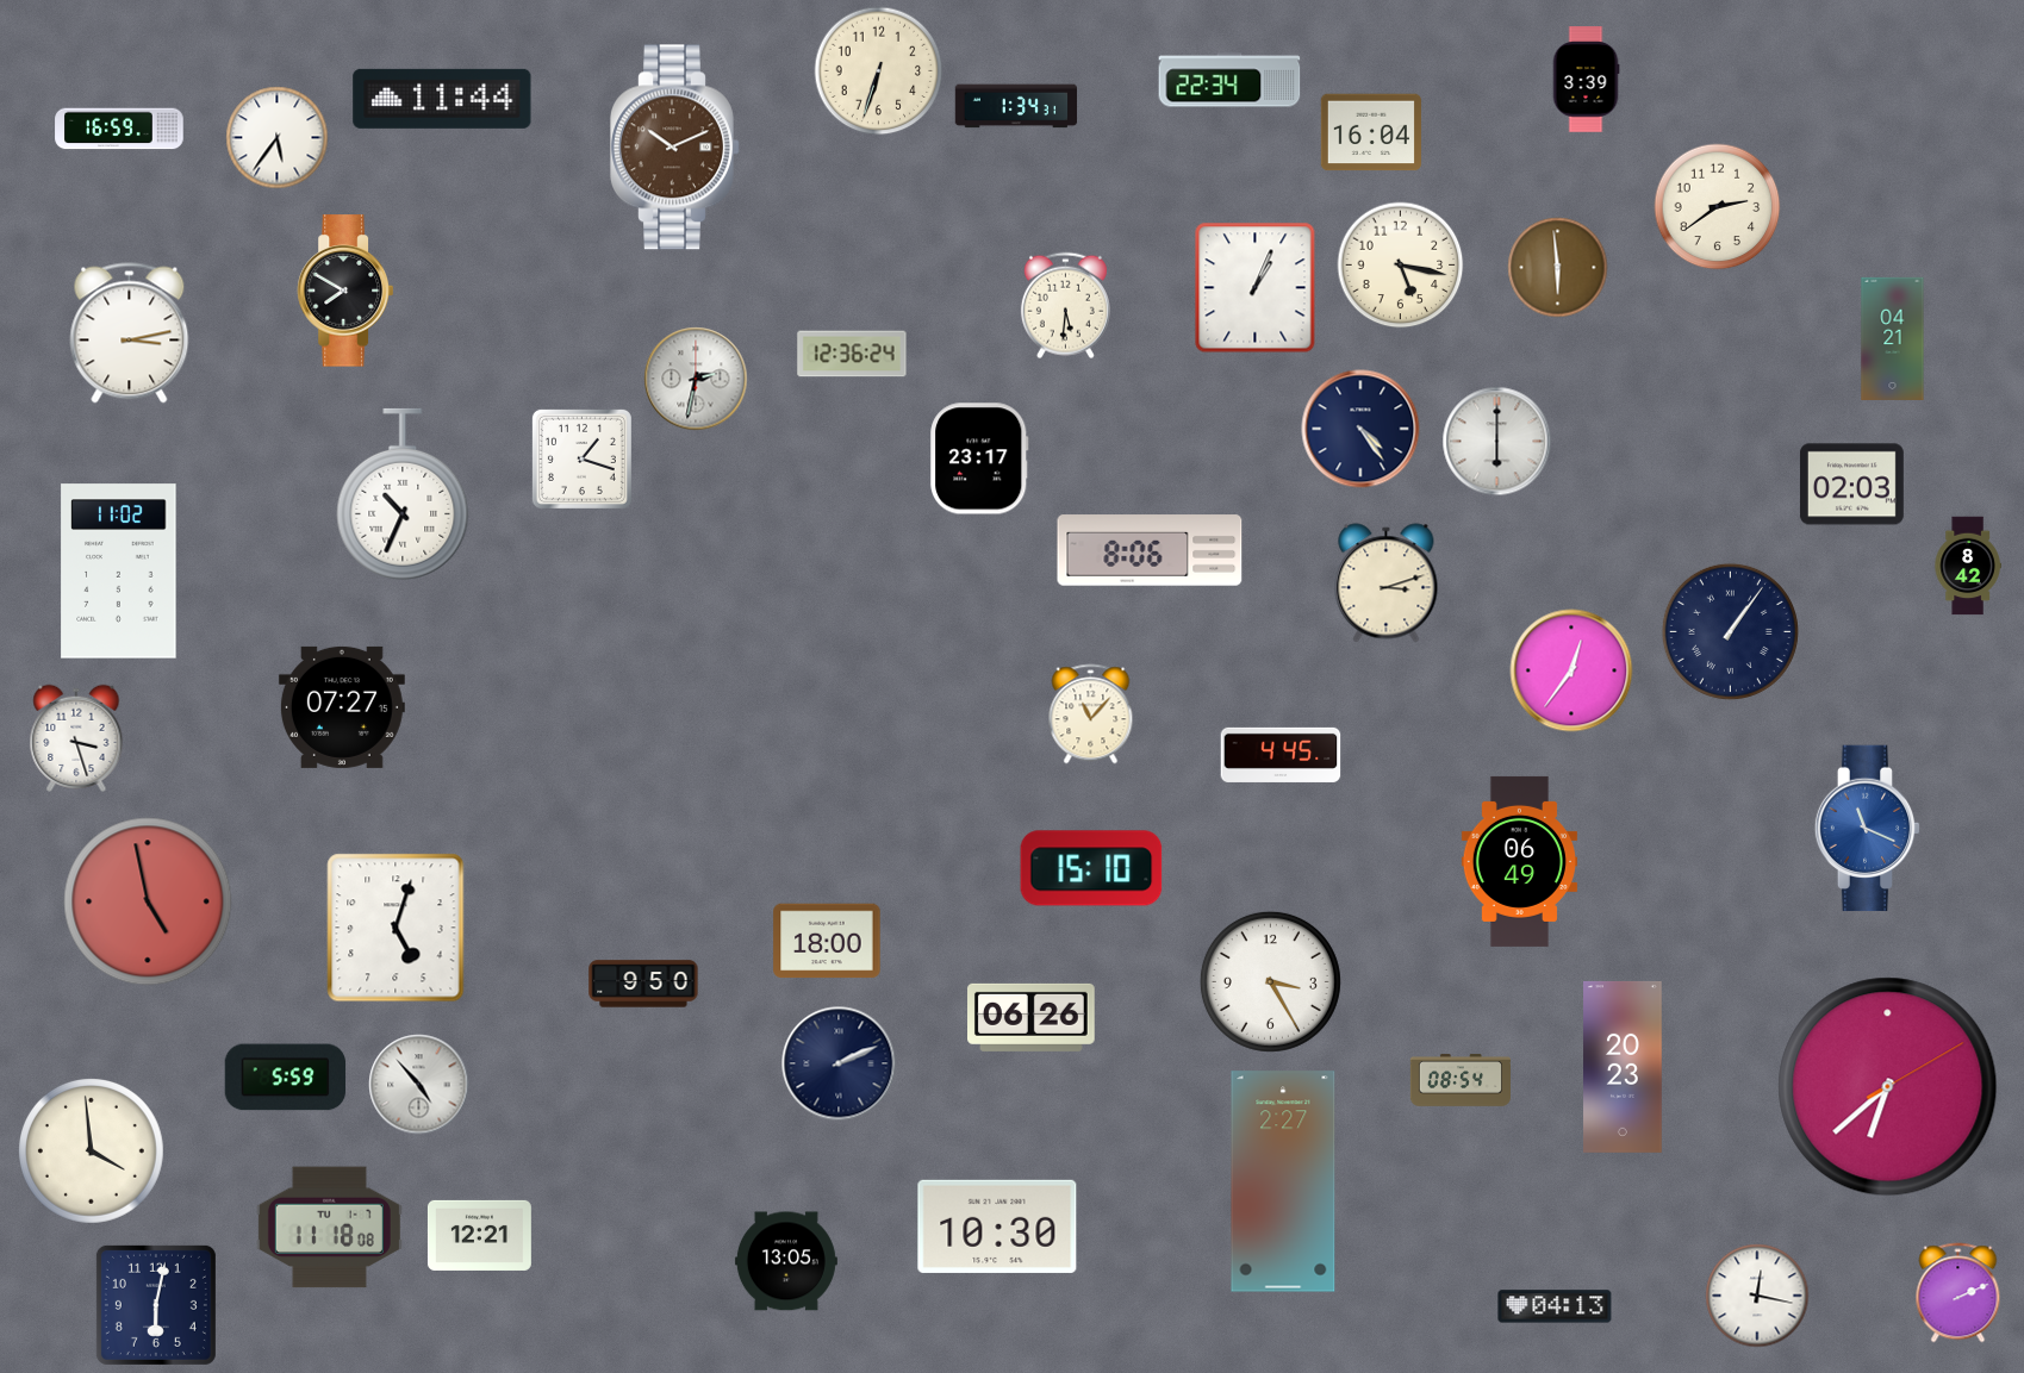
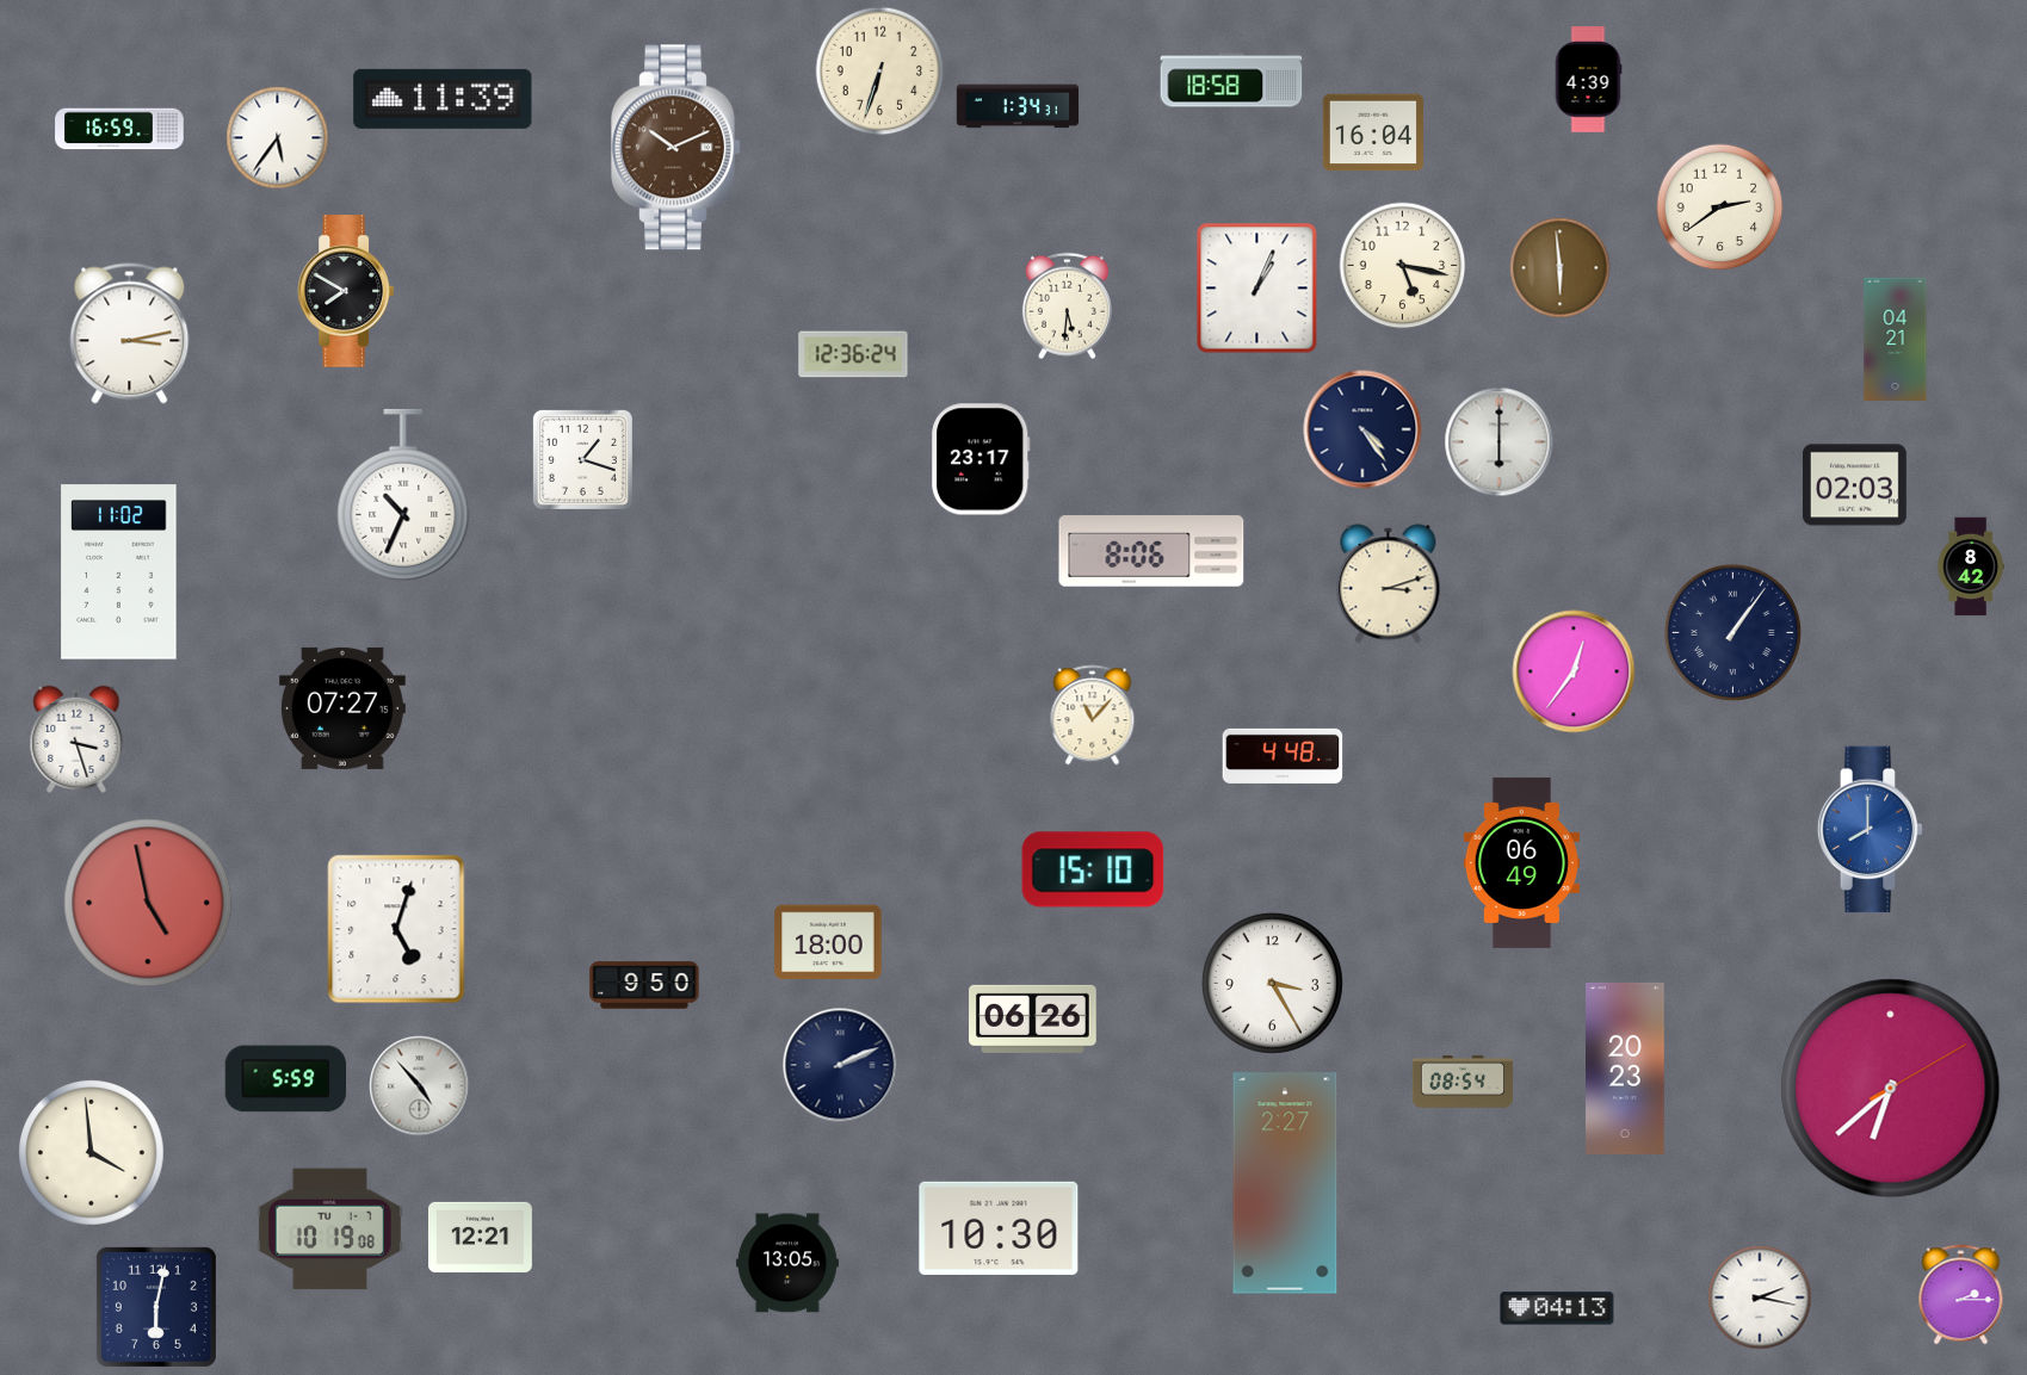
clock at (1229, 80): 22:34 -> 18:58
clock at (1586, 80): 3:39 -> 4:39
clock at (442, 99): 11:44 -> 11:39
clock at (696, 379): 2:32 -> none
clock at (1281, 755): 4:45 -> 4:48
clock at (1868, 829): 11:19 -> 8:00
clock at (329, 1228): 11:18 -> 10:19
clock at (1958, 1293): 2:11 -> 2:15
clock at (1757, 1296): 12:17 -> 2:17
